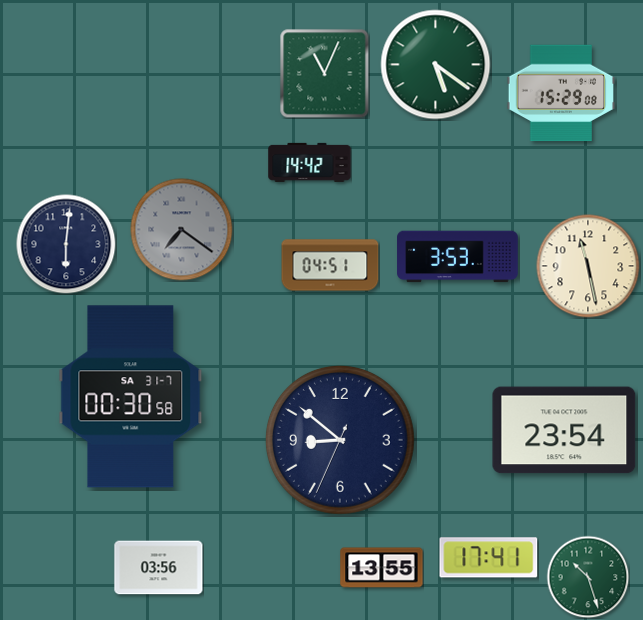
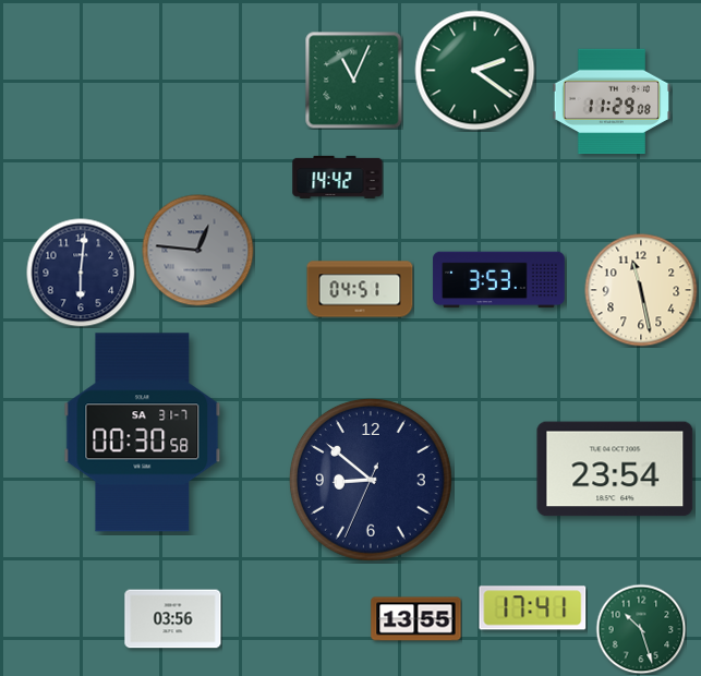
clock at (436, 65): 5:21 -> 2:21
clock at (561, 93): 15:29 -> 11:29
clock at (182, 230): 7:21 -> 12:46
clock at (66, 244) position: (66, 244) -> (81, 273)
